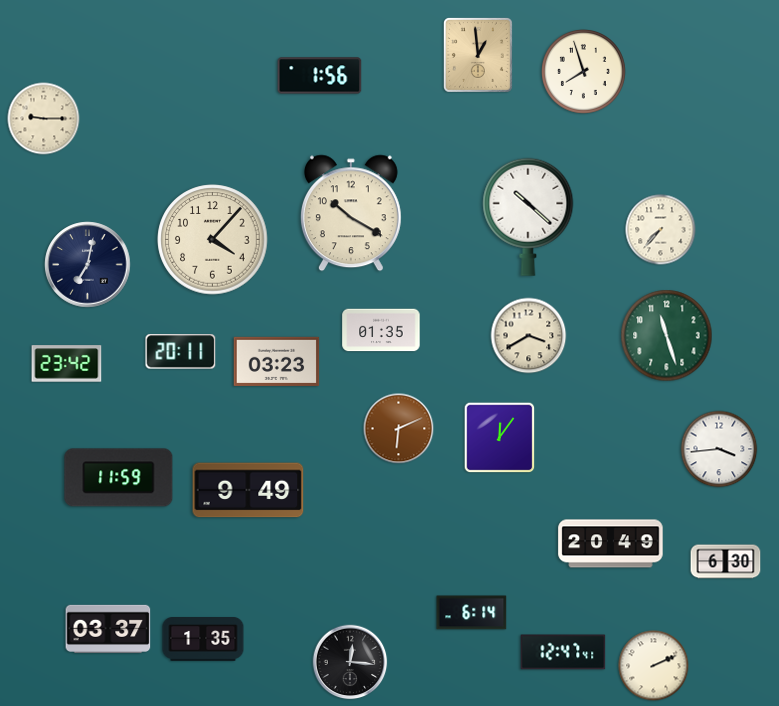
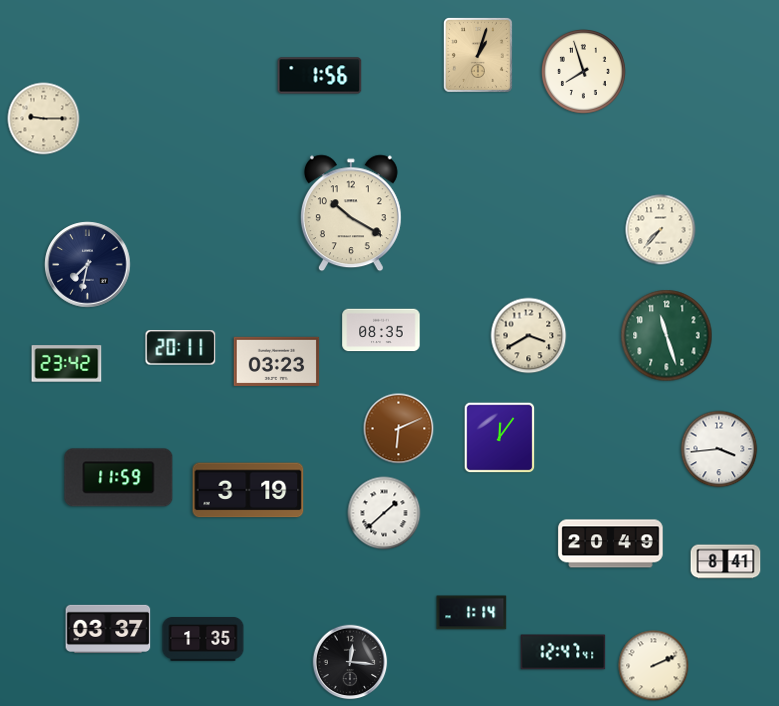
clock at (478, 55): 12:59 -> 1:03
clock at (528, 217): 10:22 -> none
clock at (213, 240): 4:07 -> none
clock at (88, 265): 7:02 -> 7:32
clock at (381, 330): 01:35 -> 08:35
clock at (181, 352) position: (181, 352) -> (181, 348)
clock at (248, 490): 9:49 -> 3:19
clock at (384, 513): none -> 1:38
clock at (726, 562): 6:30 -> 8:41
clock at (472, 613): 6:14 -> 1:14
